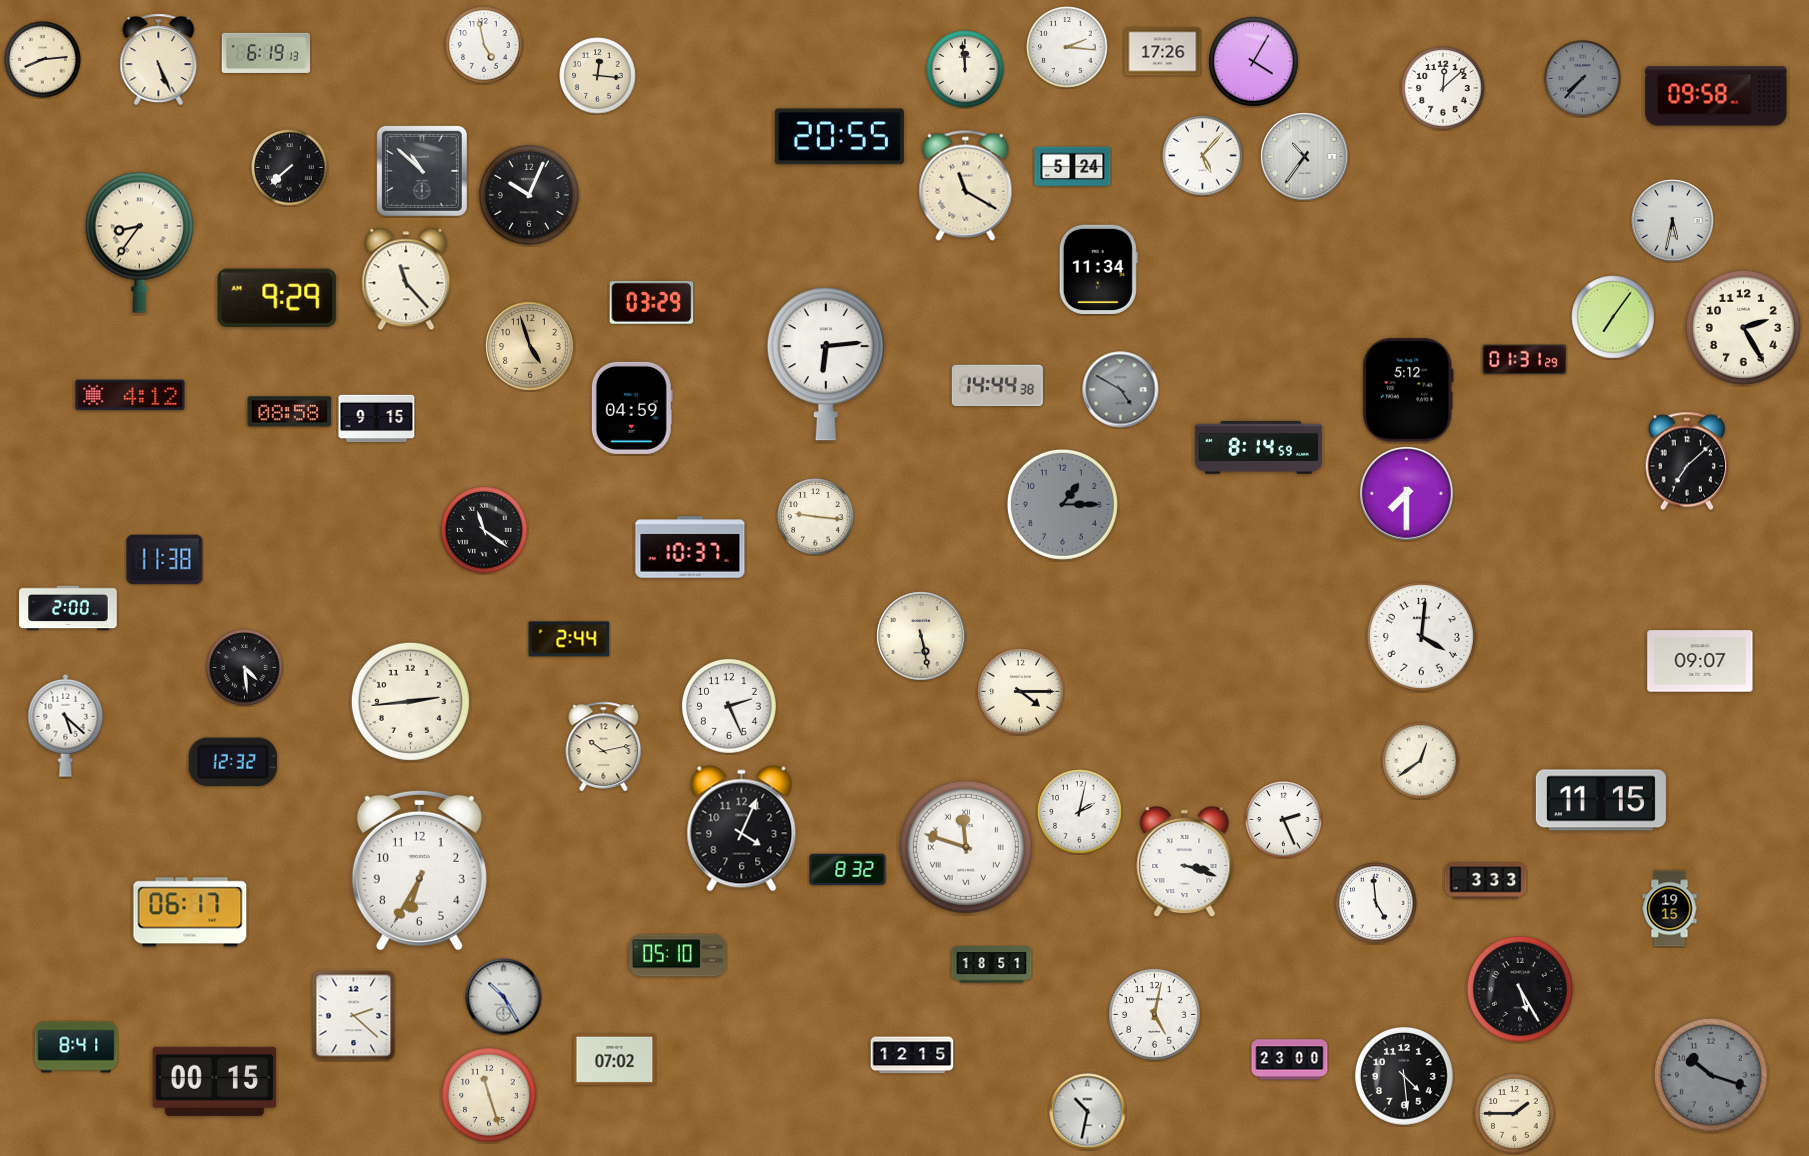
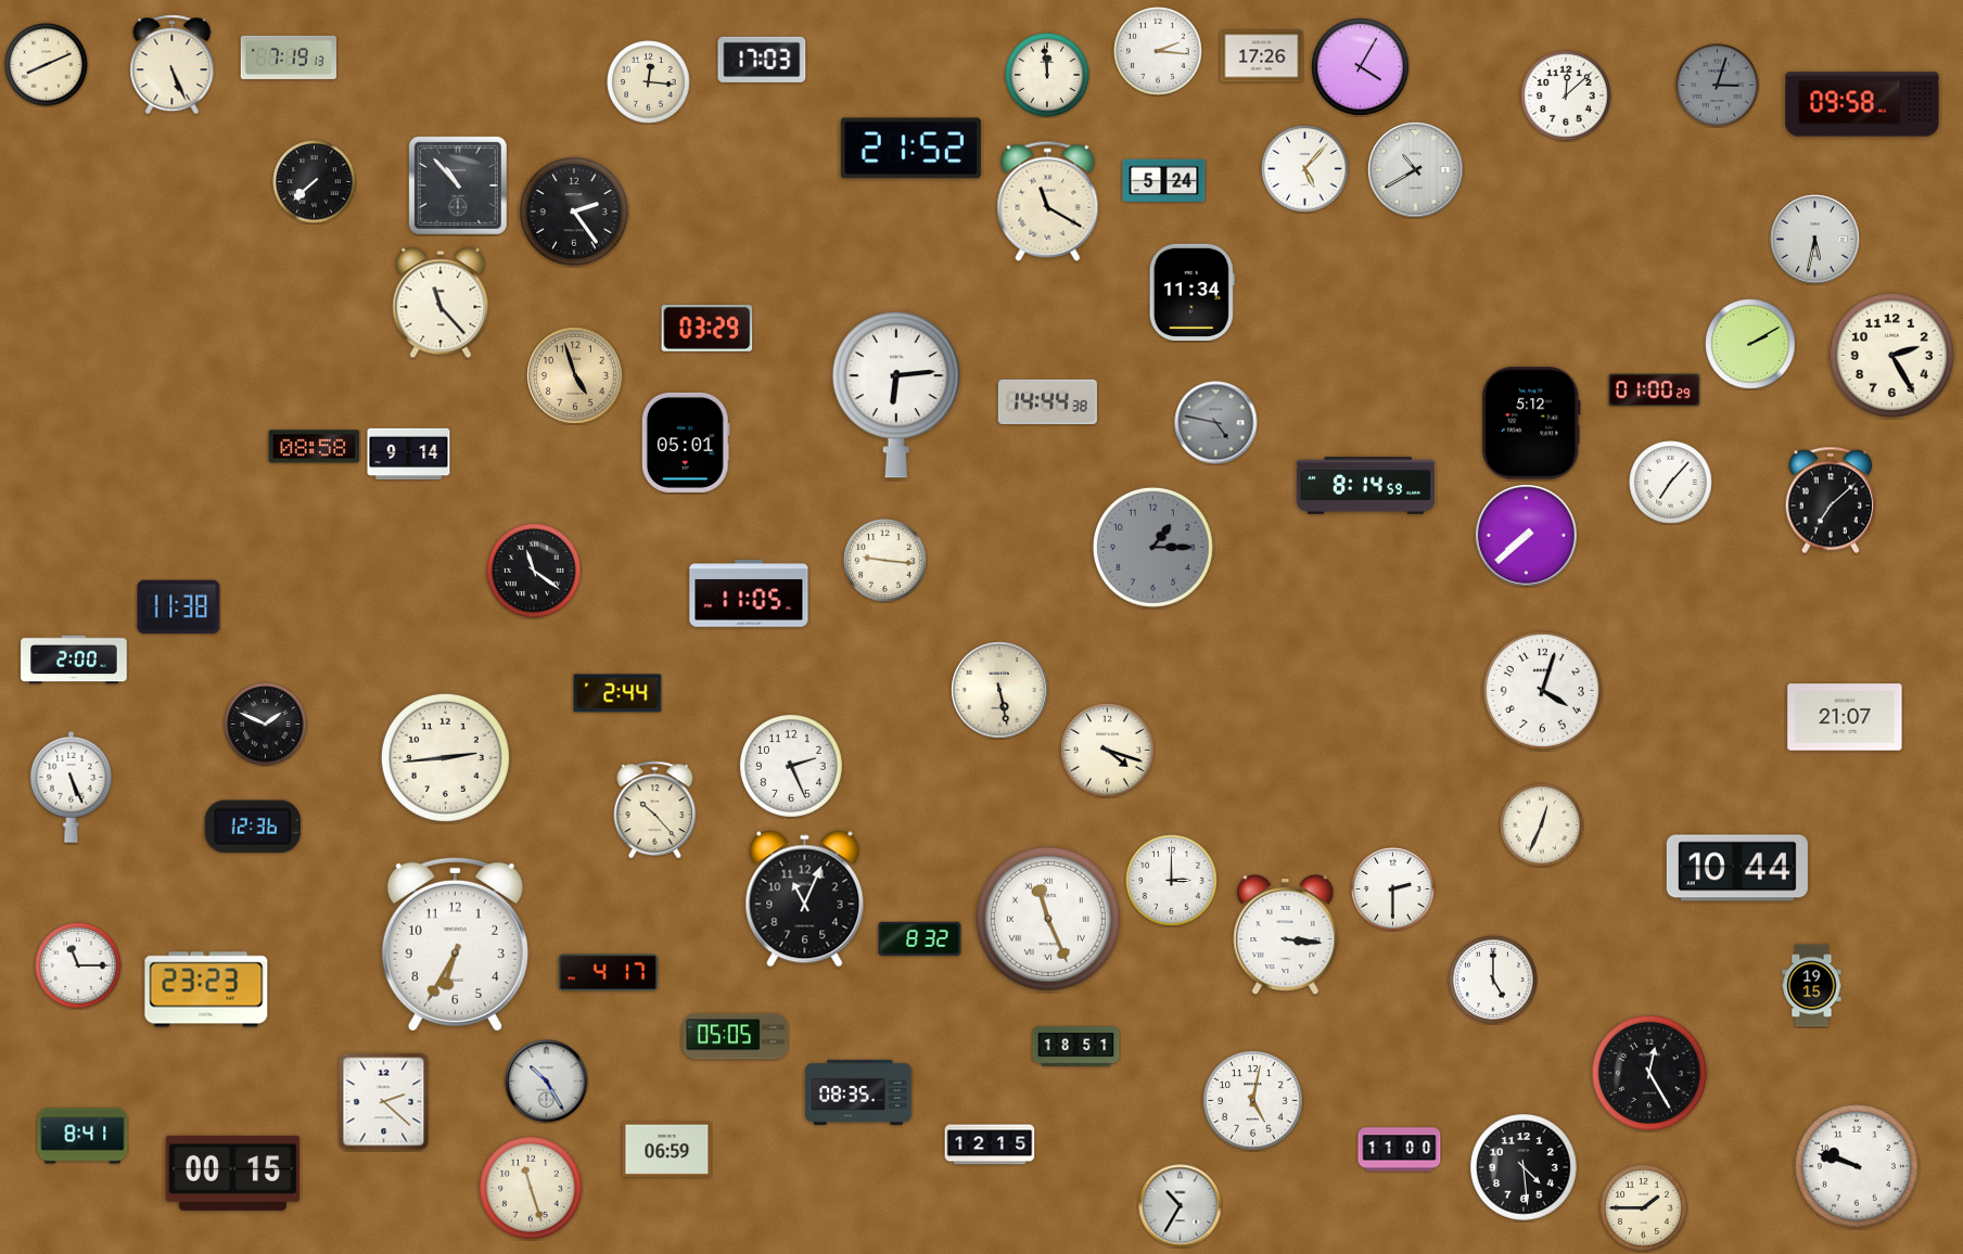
clock at (484, 45): 4:58 -> none
clock at (266, 53): 6:19 -> 7:19
clock at (762, 60): none -> 17:03
clock at (43, 60): 8:14 -> 8:11
clock at (1583, 79): 7:37 -> 3:03
clock at (839, 137): 20:55 -> 21:52
clock at (1305, 157): 10:36 -> 10:40
clock at (422, 171): 10:52 -> 10:53
clock at (529, 195): 10:04 -> 2:24
clock at (139, 242): 8:36 -> none
clock at (277, 298): 9:29 -> none
clock at (1613, 317): 7:06 -> 2:10
clock at (1525, 360): 01:31 -> 01:00
clock at (997, 385) position: (997, 385) -> (1047, 401)
clock at (1121, 390): 4:50 -> 4:47
clock at (1408, 390) position: (1408, 390) -> (1531, 423)
clock at (130, 395): 4:12 -> none
clock at (632, 408): 04:59 -> 05:01
clock at (377, 419): 9:15 -> 9:14
clock at (1671, 483): none -> 7:07
clock at (1406, 493): 7:30 -> 7:38
clock at (484, 530) position: (484, 530) -> (534, 571)
clock at (690, 547): 10:37 -> 11:05
clock at (1421, 636): 4:01 -> 4:03
clock at (1700, 661): 09:07 -> 21:07
clock at (245, 668): 4:29 -> 1:49
clock at (1021, 692): 4:15 -> 4:18
clock at (410, 701) position: (410, 701) -> (445, 757)
clock at (66, 725): 5:22 -> 5:26
clock at (604, 746): 10:13 -> 10:23
clock at (1421, 761): 12:39 -> 12:34
clock at (233, 762): 12:32 -> 12:36
clock at (1601, 800): 11:15 -> 10:44
clock at (1080, 812): 2:02 -> 3:00
clock at (1284, 820): 2:26 -> 2:30
clock at (742, 829): 4:04 -> 11:04
clock at (966, 847): 11:48 -> 11:26
clock at (1185, 862): 3:18 -> 3:16
clock at (848, 870) position: (848, 870) -> (920, 939)
clock at (1486, 881): 3:33 -> none
clock at (78, 965): none -> 11:15
clock at (608, 973): none -> 4:17
clock at (1376, 903): 4:59 -> 5:00
clock at (190, 912): 06:17 -> 23:23
clock at (678, 956): 05:10 -> 05:05
clock at (1520, 989): 5:25 -> 12:25
clock at (858, 1092): none -> 08:35
clock at (615, 1059): 07:02 -> 06:59
clock at (1290, 1060): 23:00 -> 11:00
clock at (1711, 1075): 10:18 -> 9:48
clock at (1711, 1075) dial: grey -> white
clock at (1088, 1112): 10:32 -> 10:35
